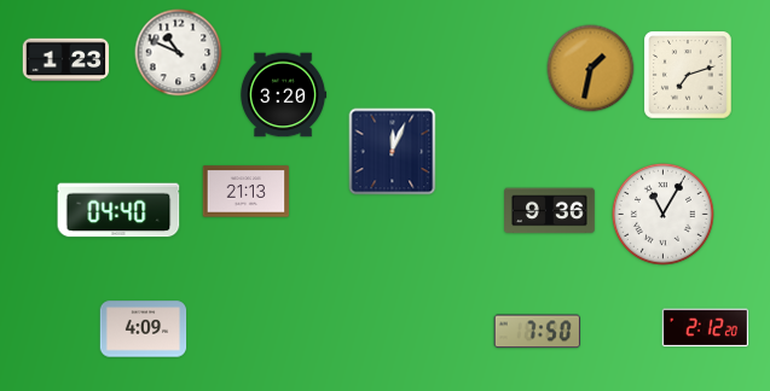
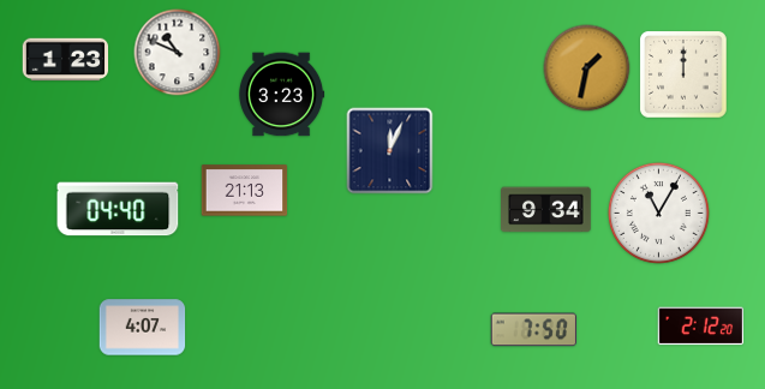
clock at (688, 75): 7:12 -> 12:00
clock at (283, 95): 3:20 -> 3:23
clock at (550, 211): 9:36 -> 9:34
clock at (144, 329): 4:09 -> 4:07
